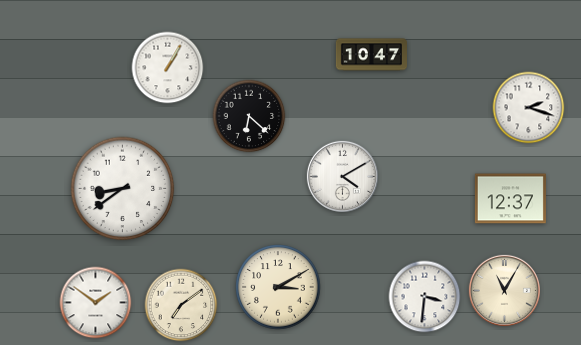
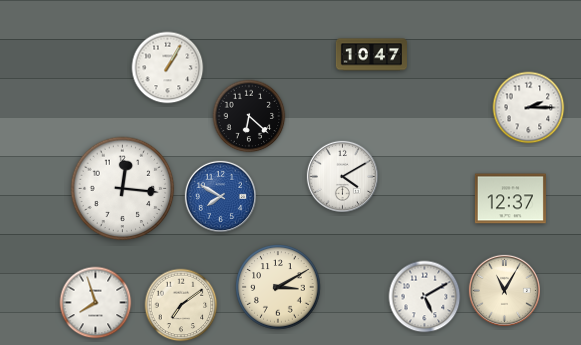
clock at (529, 108): 2:18 -> 2:15
clock at (123, 189): 8:39 -> 12:16
clock at (220, 196): none -> 7:50
clock at (425, 297): 3:31 -> 5:10
clock at (96, 303): 1:51 -> 7:57
